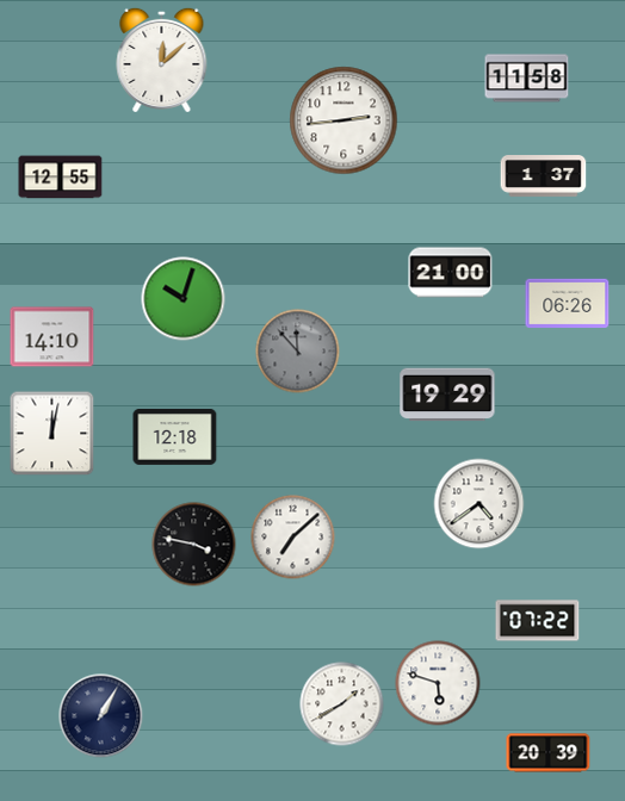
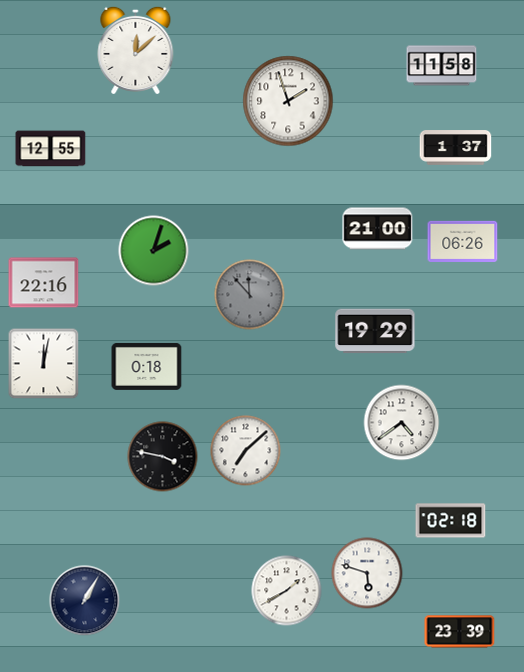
clock at (344, 120): 2:44 -> 1:57
clock at (184, 299): 10:03 -> 2:03
clock at (568, 303) position: (568, 303) -> (463, 241)
clock at (52, 337): 14:10 -> 22:16
clock at (175, 436): 12:18 -> 0:18
clock at (538, 621): 07:22 -> 02:18
clock at (549, 753): 20:39 -> 23:39
